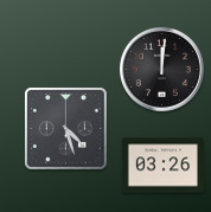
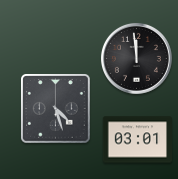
clock at (161, 69): 12:01 -> 11:59
clock at (164, 166): 03:26 -> 03:01
